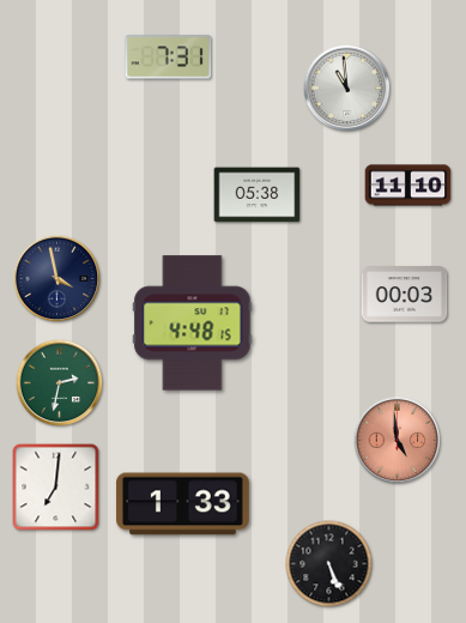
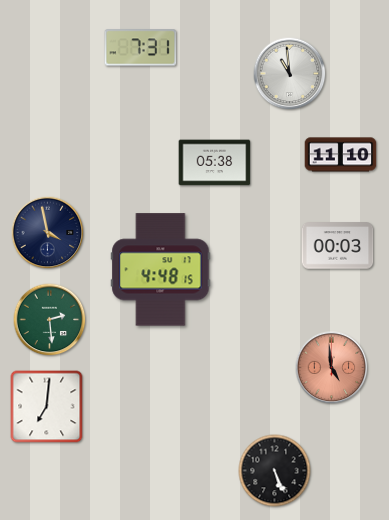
clock at (60, 383): 2:32 -> 2:29
clock at (183, 504): 1:33 -> none
